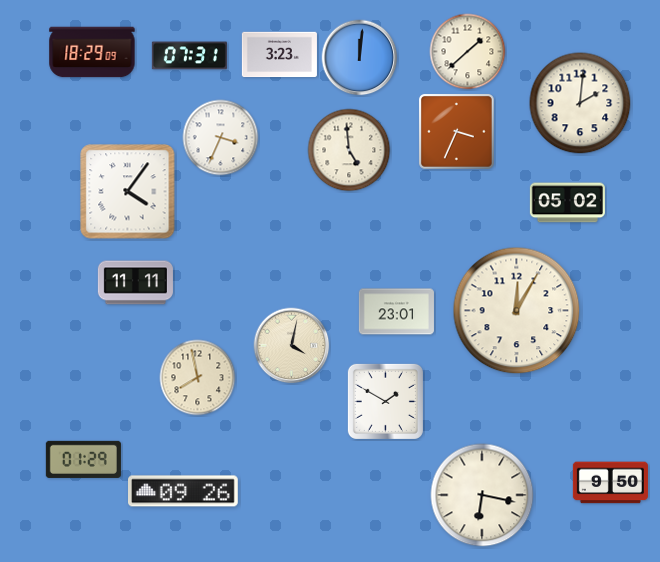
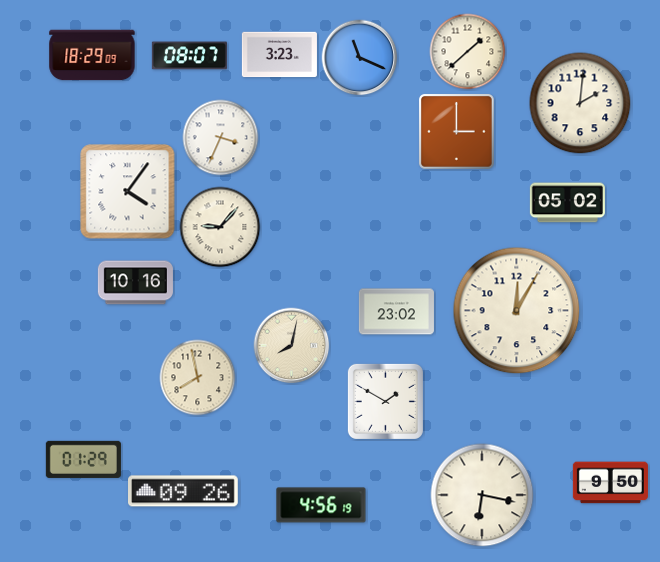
clock at (92, 52) position: (92, 52) -> (92, 55)
clock at (189, 56): 07:31 -> 08:07
clock at (360, 58): 12:01 -> 11:19
clock at (456, 131): 3:34 -> 3:00
clock at (349, 150): 4:59 -> none
clock at (220, 227): none -> 9:07
clock at (135, 283): 11:11 -> 10:16
clock at (396, 312): 23:01 -> 23:02
clock at (292, 346): 4:02 -> 8:02
clock at (321, 505): none -> 4:56
